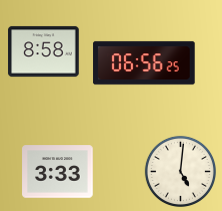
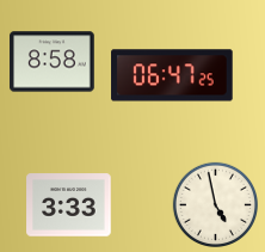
clock at (144, 63): 06:56 -> 06:47
clock at (180, 171): 5:01 -> 4:58
